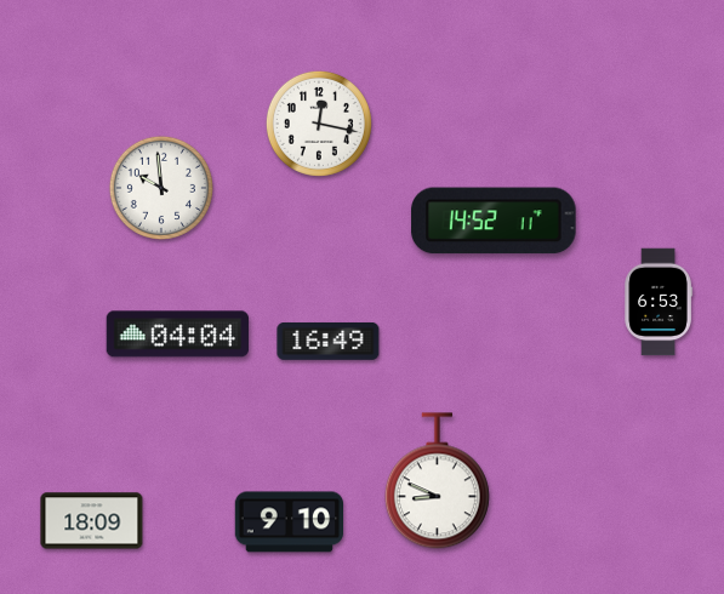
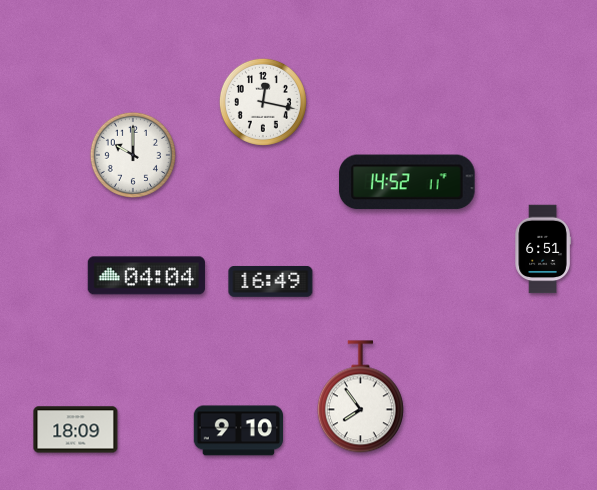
clock at (161, 188): 9:59 -> 10:00
clock at (659, 302): 6:53 -> 6:51
clock at (437, 481): 8:49 -> 7:54
